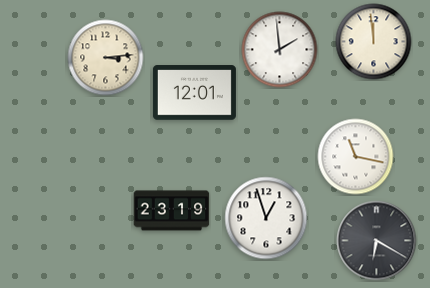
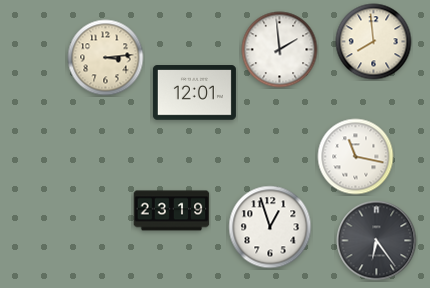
clock at (374, 42): 11:59 -> 7:59
clock at (266, 218) position: (266, 218) -> (270, 227)
clock at (377, 241): 6:20 -> 6:24
